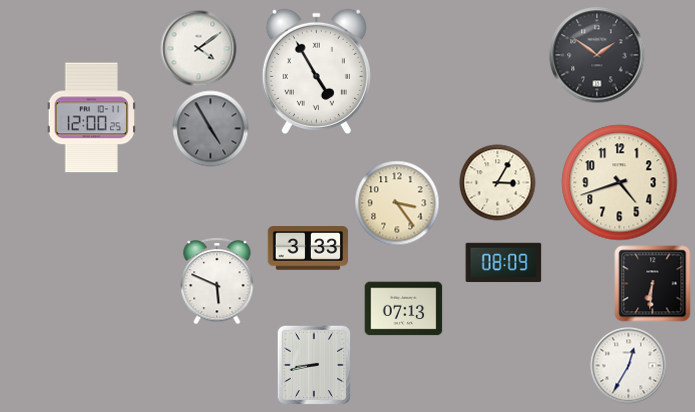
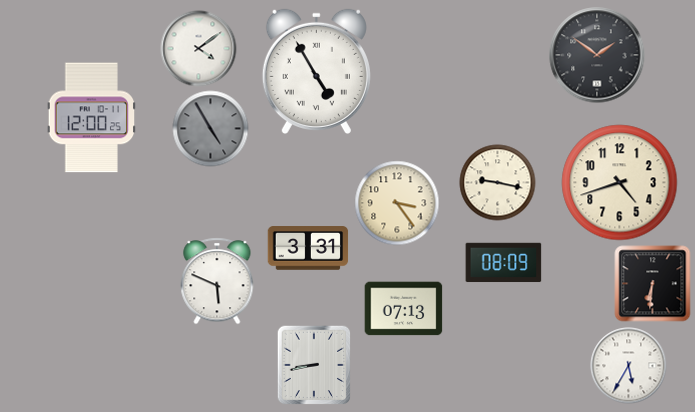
clock at (498, 183): 3:05 -> 9:17
clock at (308, 248): 3:33 -> 3:31
clock at (629, 366): 12:35 -> 5:35
